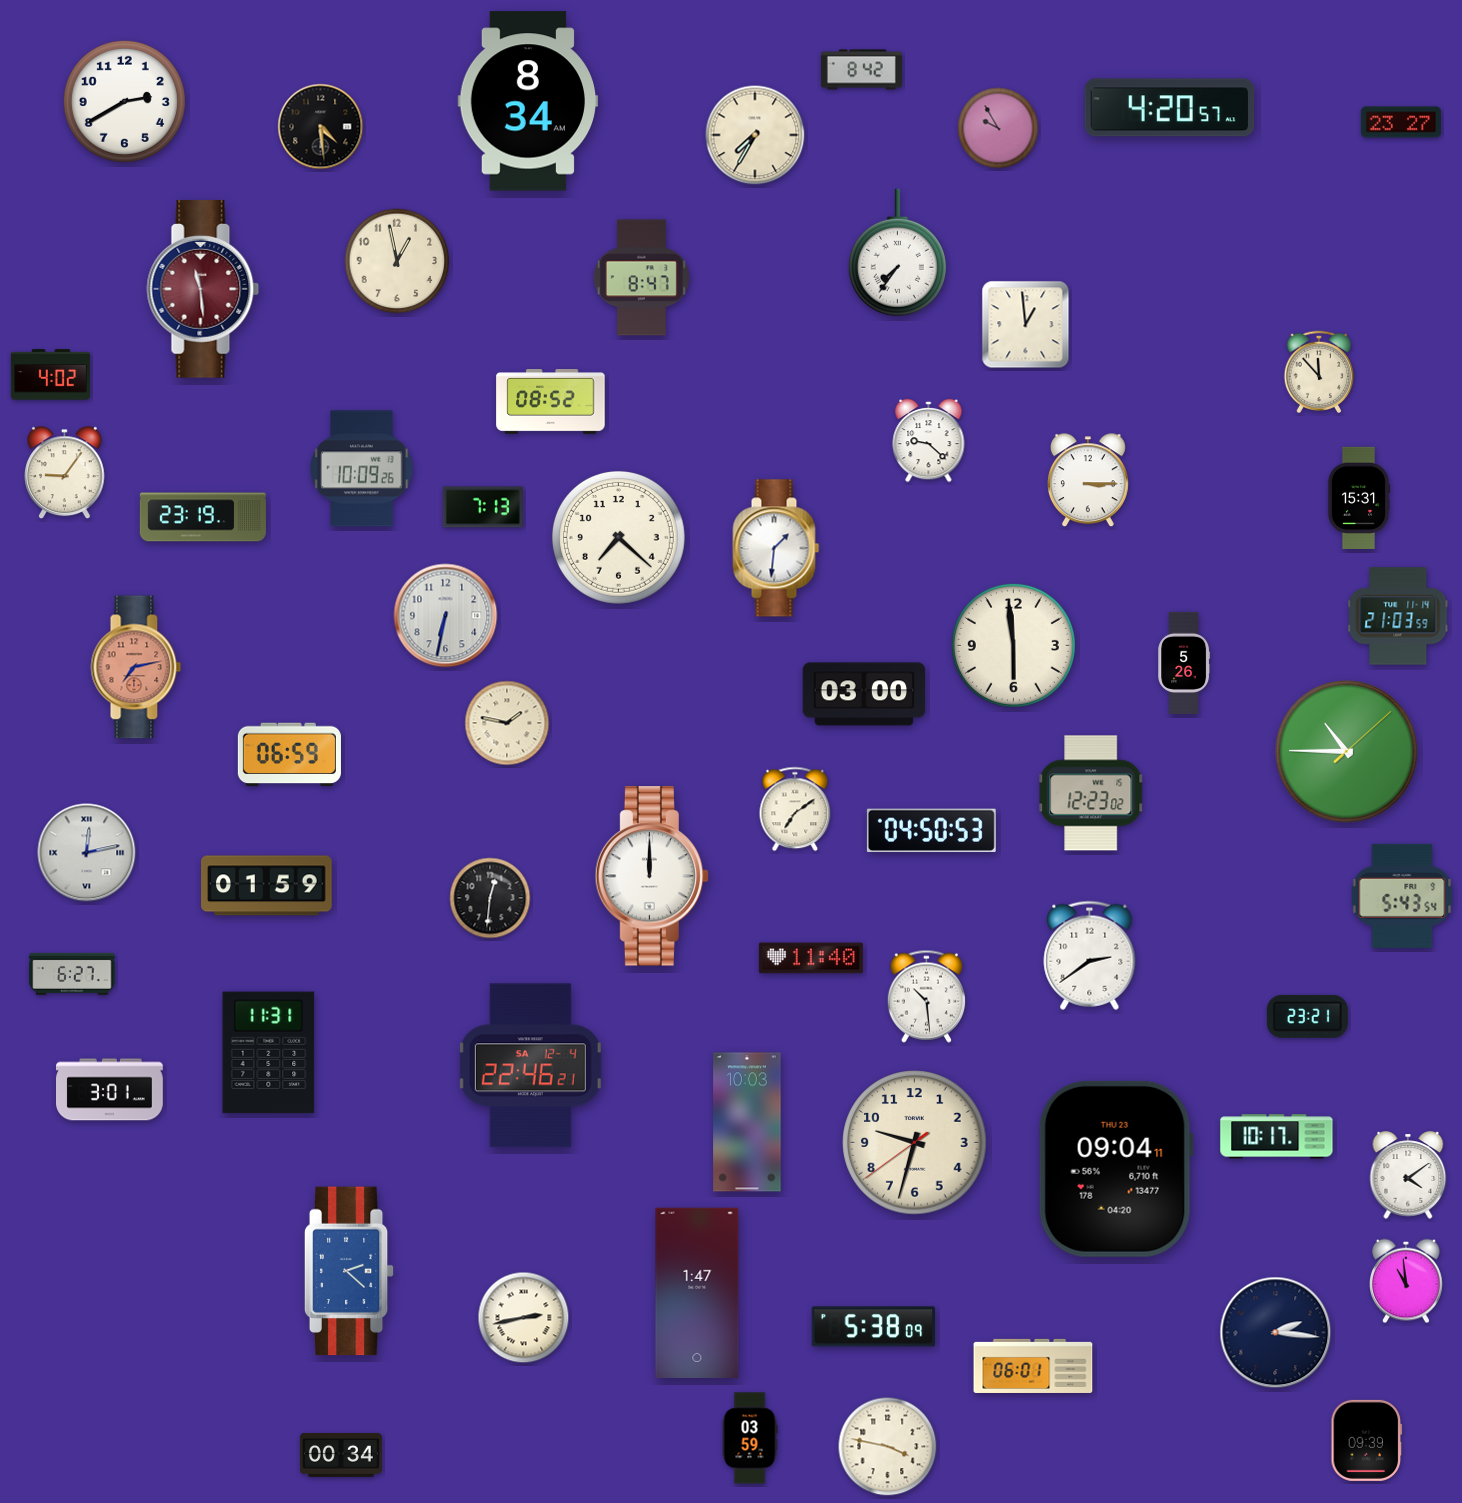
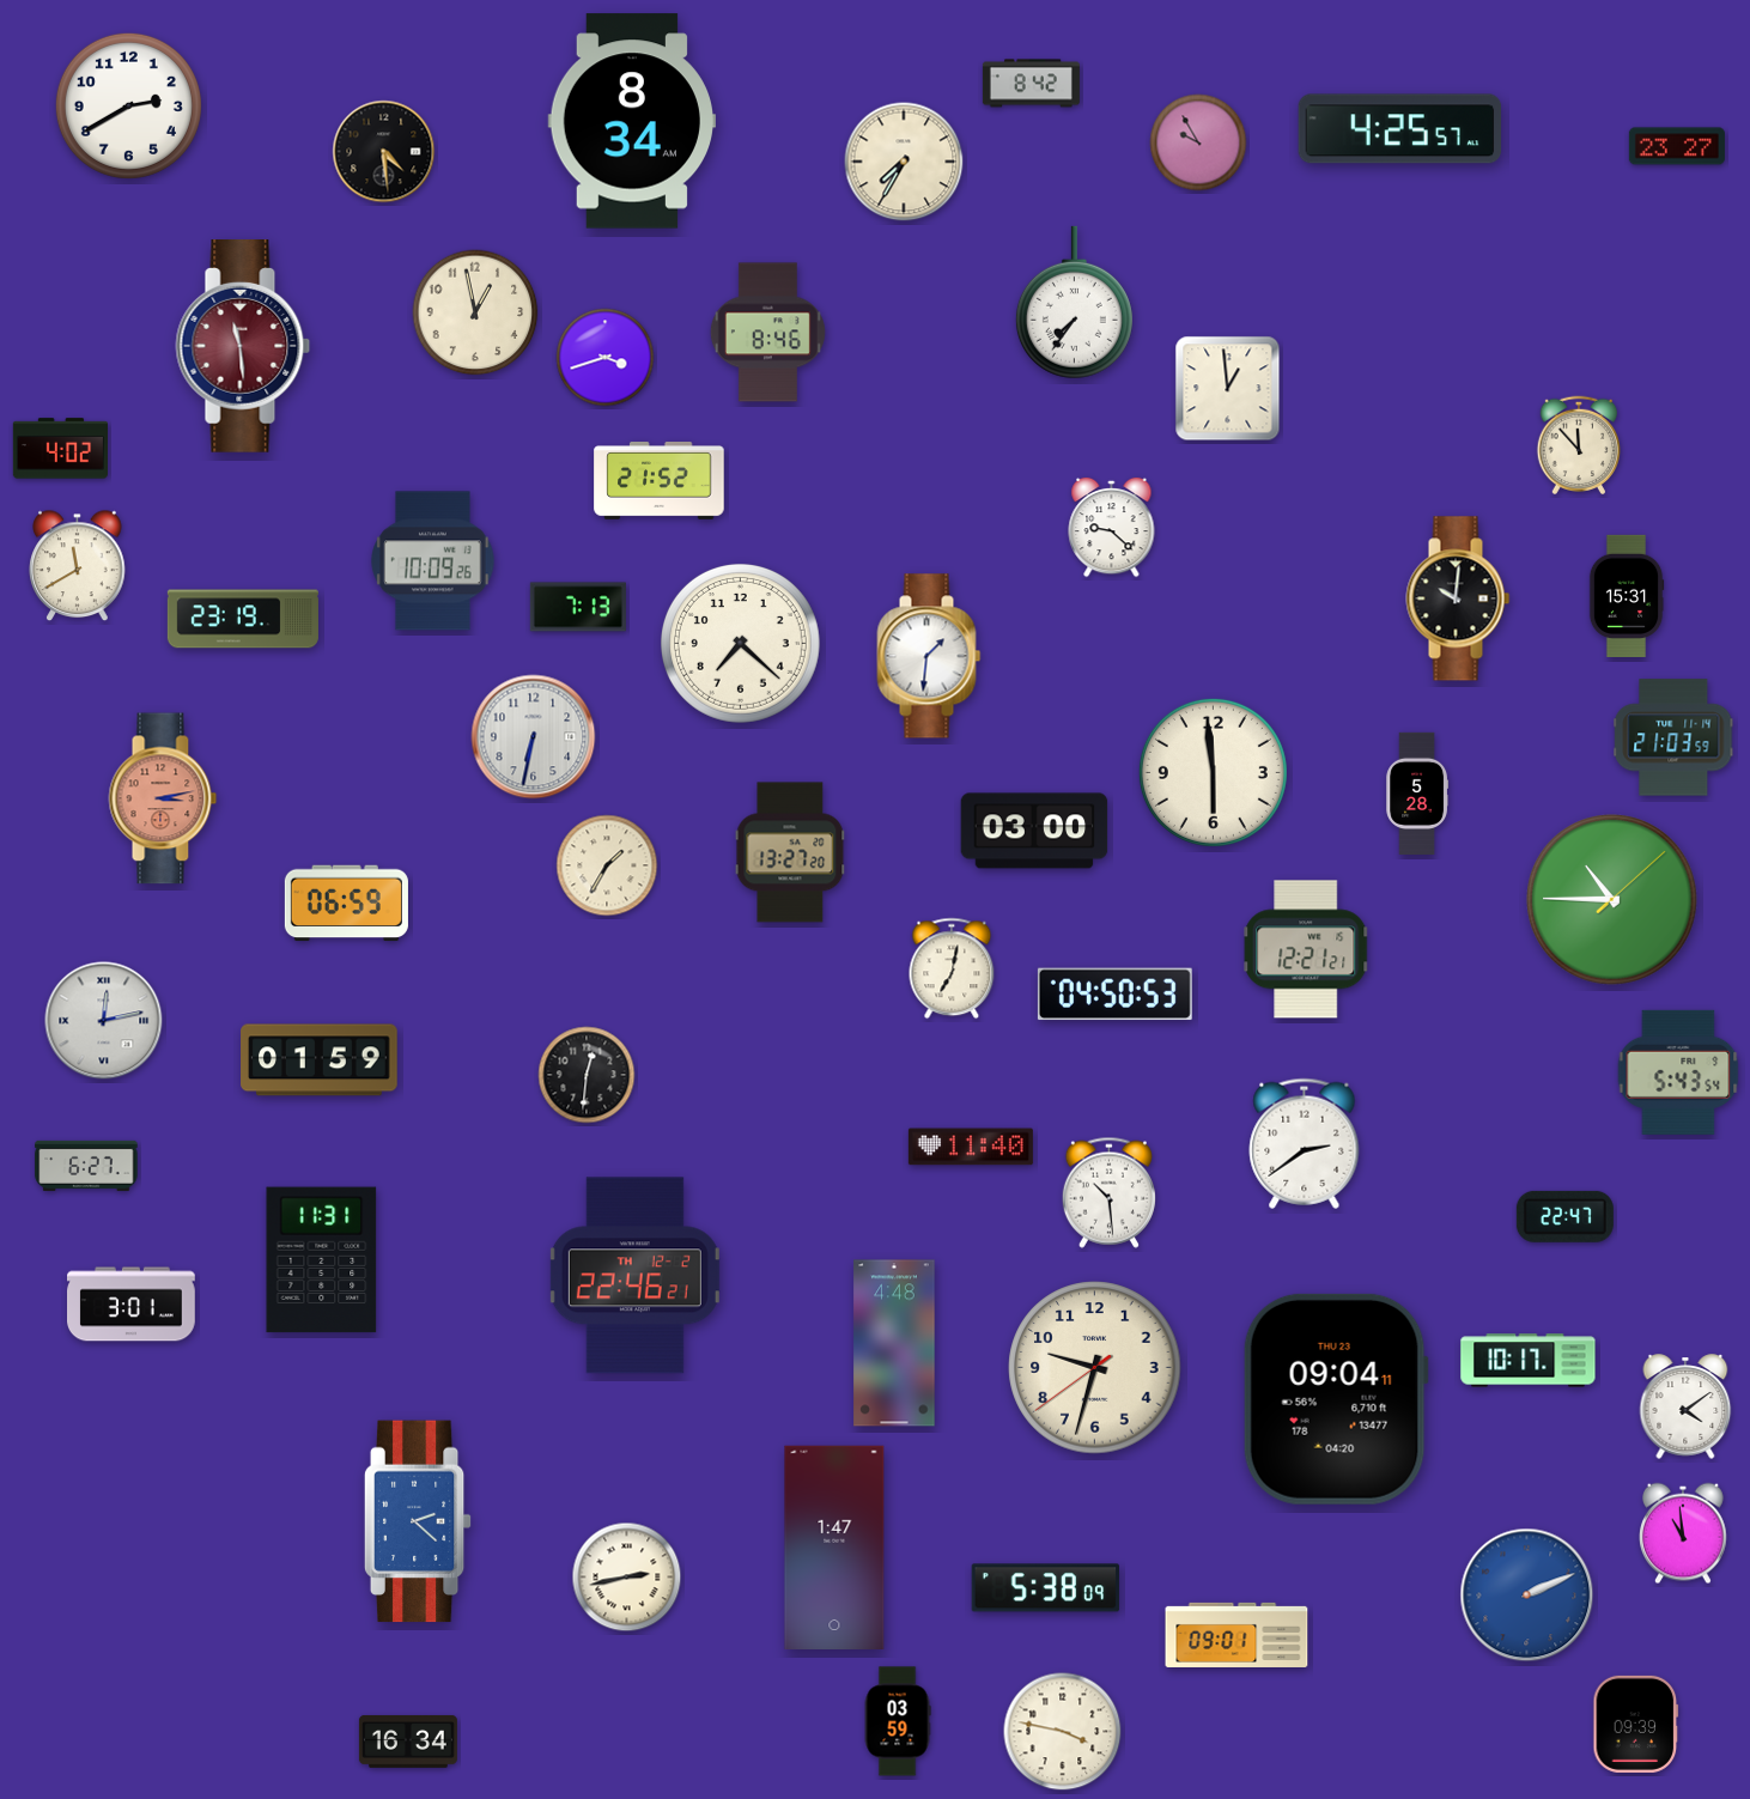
clock at (124, 101) position: (124, 101) -> (128, 105)
clock at (1170, 108): 4:20 -> 4:25
clock at (998, 128) position: (998, 128) -> (1198, 142)
clock at (641, 278): 8:47 -> 8:46
clock at (606, 358): none -> 3:42
clock at (551, 402): 08:52 -> 21:52
clock at (65, 473): 9:06 -> 11:40
clock at (1088, 481): 3:15 -> none
clock at (1458, 598): none -> 10:01
clock at (1184, 662): 5:26 -> 5:28
clock at (136, 667): 7:13 -> 3:13
clock at (790, 852): none -> 13:27
clock at (507, 723): 1:47 -> 1:35
clock at (1091, 793): 12:23 -> 12:21
clock at (795, 809): 7:09 -> 7:02
clock at (652, 876): 12:00 -> none
clock at (1307, 1016): 23:21 -> 22:47
clock at (530, 1066) date: SA 12-4 -> TH 12-2
clock at (747, 1122): 10:03 -> 4:48
clock at (1276, 1333): 2:16 -> 2:11
clock at (1276, 1333) dial: navy -> blue
clock at (1033, 1366): 06:01 -> 09:01
clock at (341, 1455): 00:34 -> 16:34
